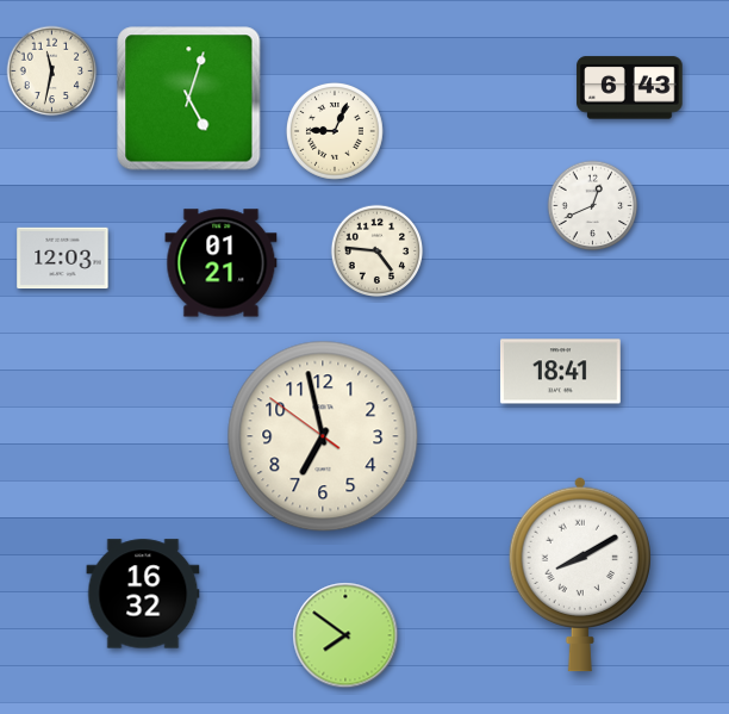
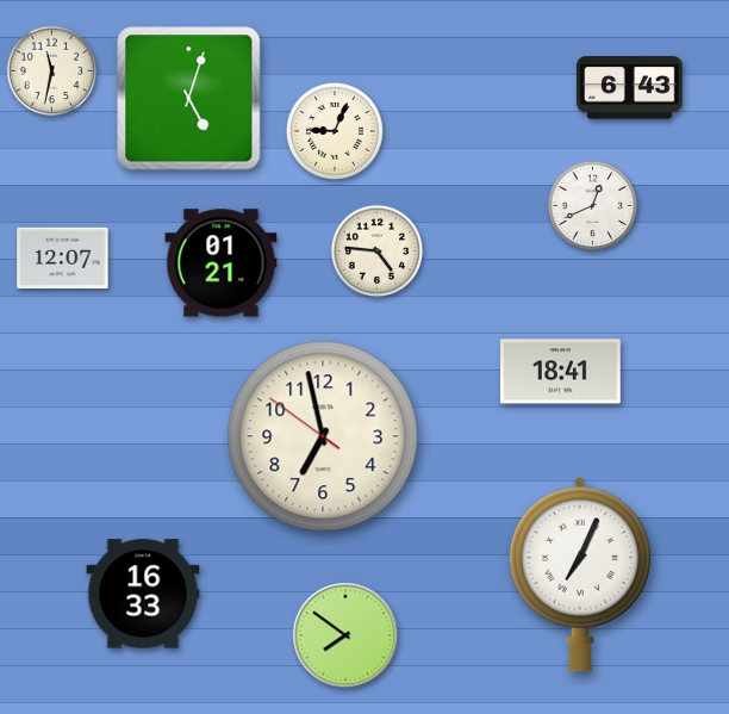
clock at (63, 259): 12:03 -> 12:07
clock at (579, 575): 8:10 -> 7:04
clock at (143, 594): 16:32 -> 16:33
